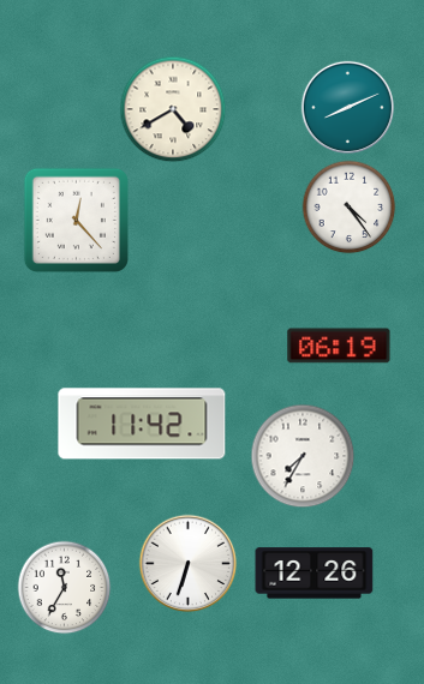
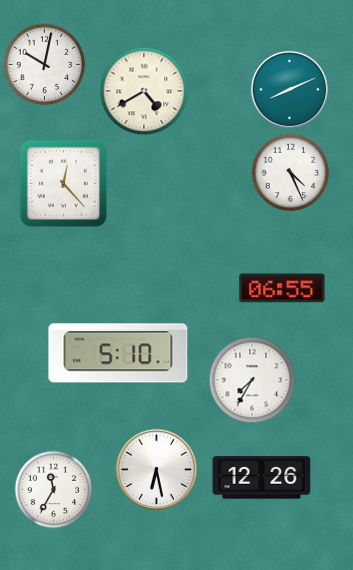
clock at (44, 64): none -> 10:02
clock at (348, 206): 4:24 -> 4:26
clock at (339, 346): 06:19 -> 06:55
clock at (142, 424): 11:42 -> 5:10
clock at (187, 563): 6:33 -> 6:28
